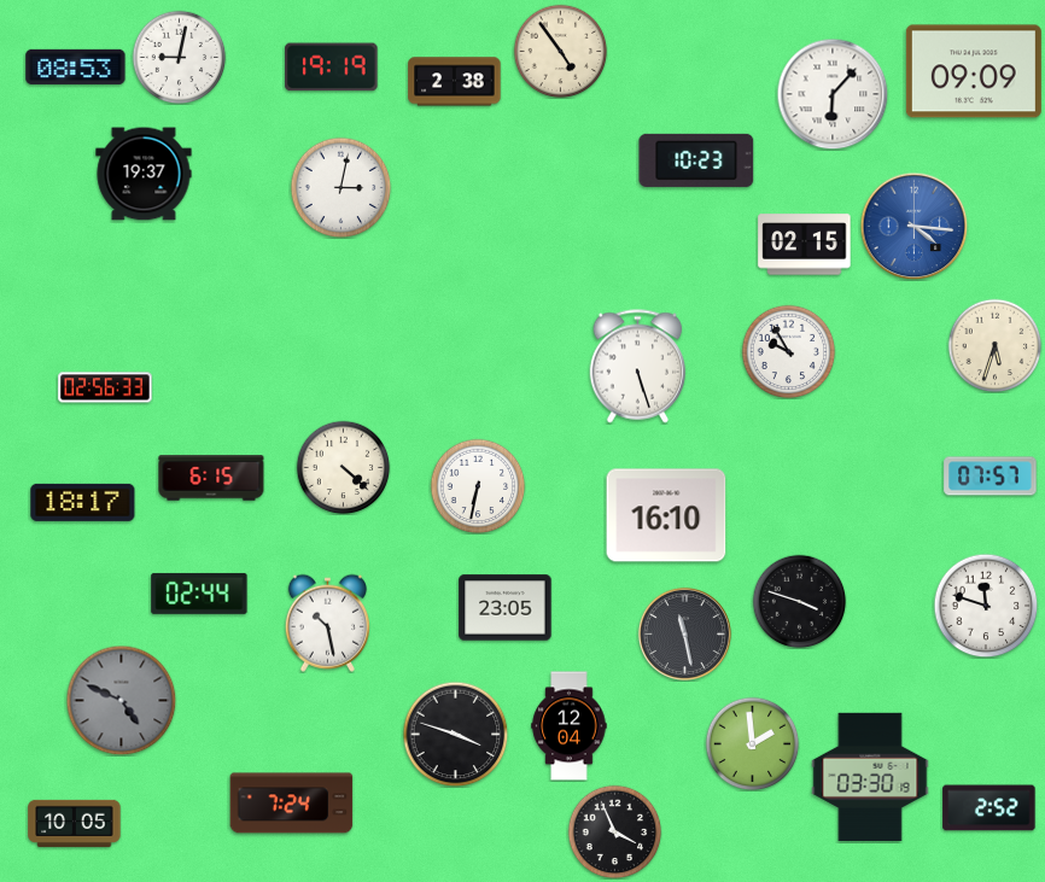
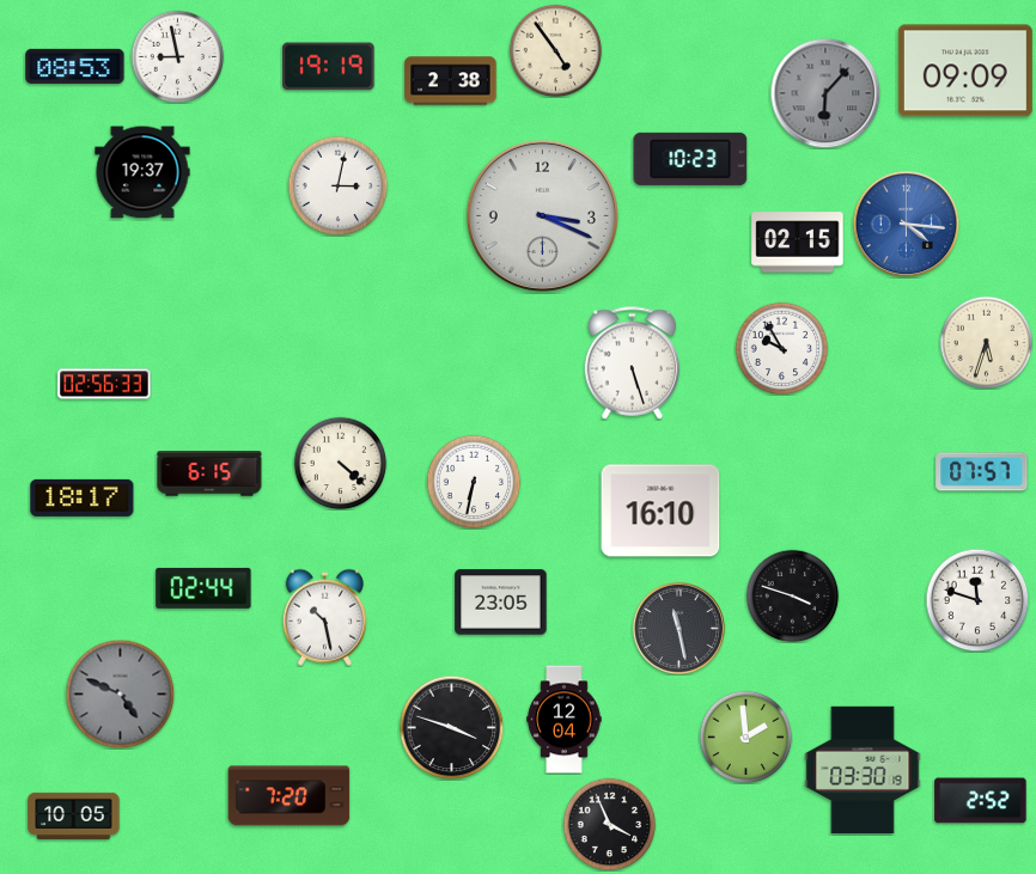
clock at (179, 57): 9:02 -> 8:58
clock at (833, 94) dial: white -> grey
clock at (542, 215): none -> 3:19
clock at (199, 594) position: (199, 594) -> (203, 588)
clock at (292, 804): 7:24 -> 7:20
